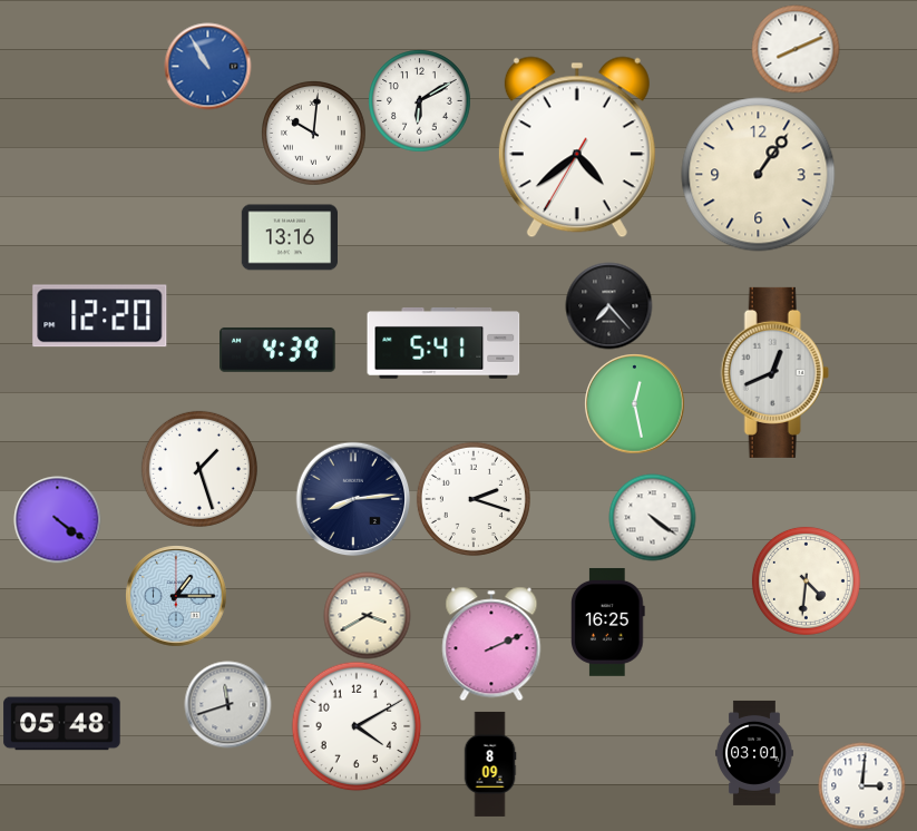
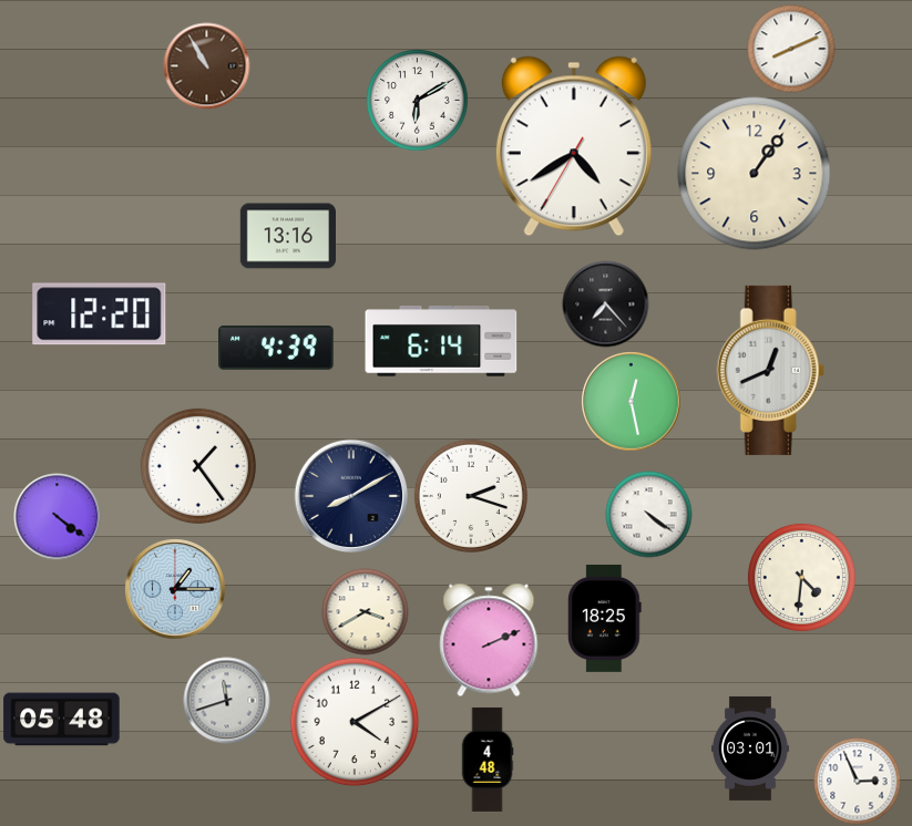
clock at (207, 66) dial: blue -> brown
clock at (314, 134): 10:01 -> none
clock at (577, 147): 4:38 -> 4:39
clock at (443, 344): 5:41 -> 6:14
clock at (199, 469): 1:27 -> 1:24
clock at (353, 499): 8:14 -> 8:10
clock at (176, 596) position: (176, 596) -> (175, 589)
clock at (608, 622): 16:25 -> 18:25
clock at (490, 764): 8:09 -> 4:48
clock at (861, 785): 3:01 -> 2:56
